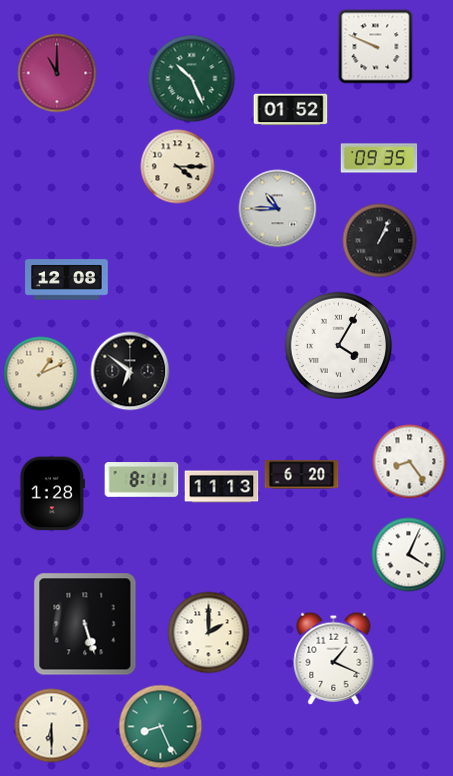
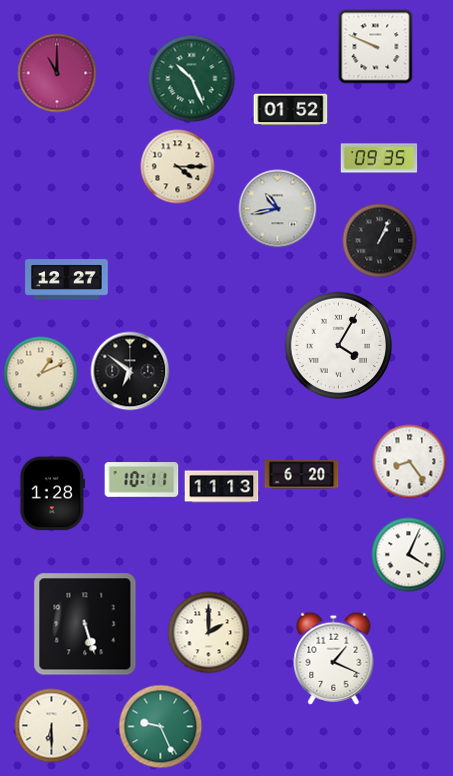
clock at (278, 209): 10:45 -> 10:43
clock at (67, 280): 12:08 -> 12:27
clock at (142, 480): 8:11 -> 10:11
clock at (161, 727): 8:26 -> 9:26
